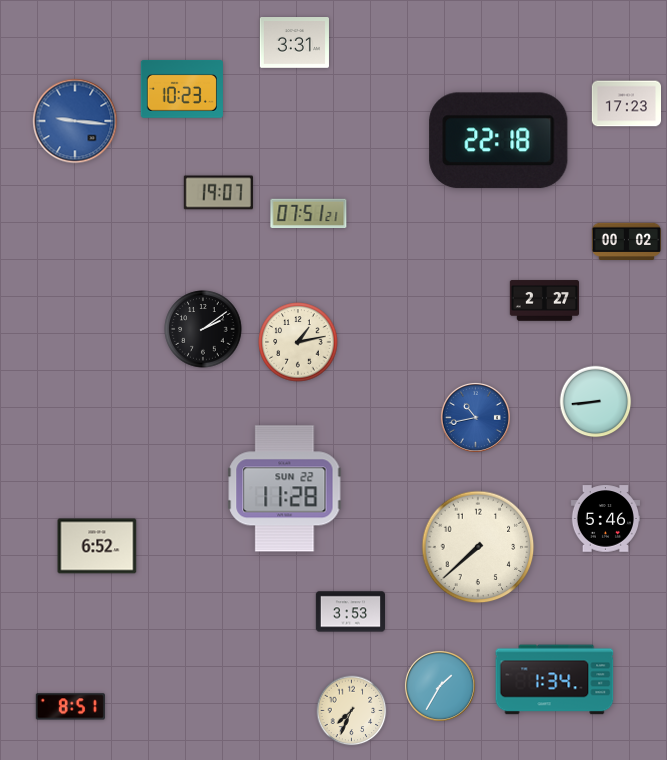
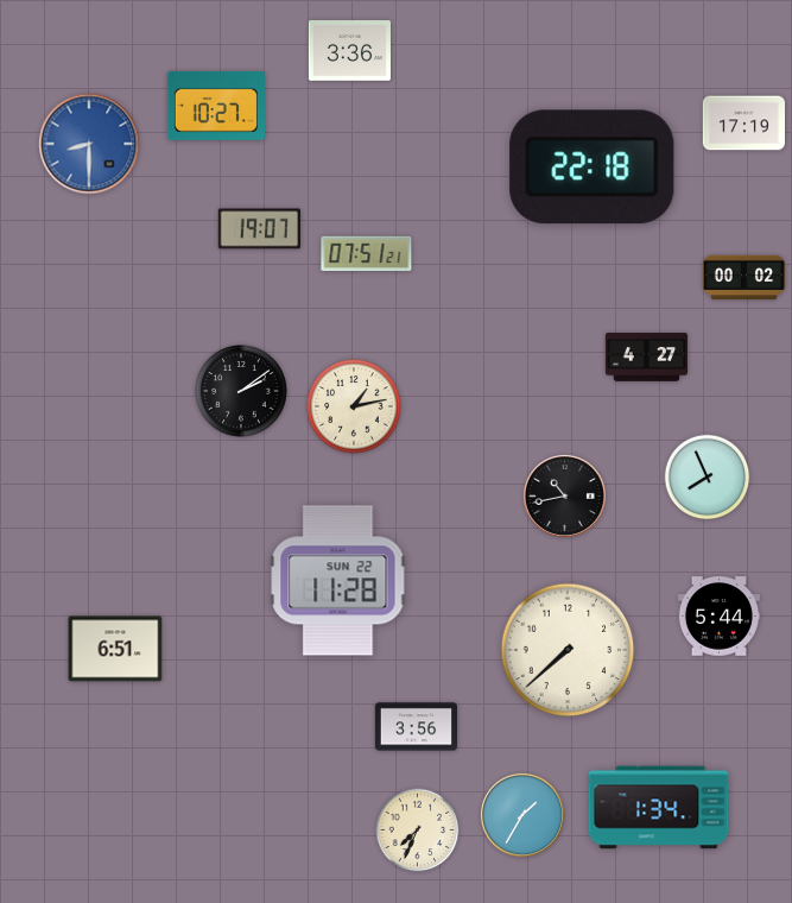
clock at (294, 43): 3:31 -> 3:36
clock at (182, 89): 10:23 -> 10:27
clock at (626, 104): 17:23 -> 17:19
clock at (75, 121): 9:16 -> 8:30
clock at (626, 241) position: (626, 241) -> (743, 277)
clock at (544, 301): 2:27 -> 4:27
clock at (596, 402): 8:44 -> 7:56
clock at (475, 417) dial: blue -> black
clock at (605, 519): 5:46 -> 5:44
clock at (97, 546): 6:52 -> 6:51
clock at (350, 612): 3:53 -> 3:56
clock at (70, 707): 8:51 -> none
clock at (352, 711) position: (352, 711) -> (418, 831)
